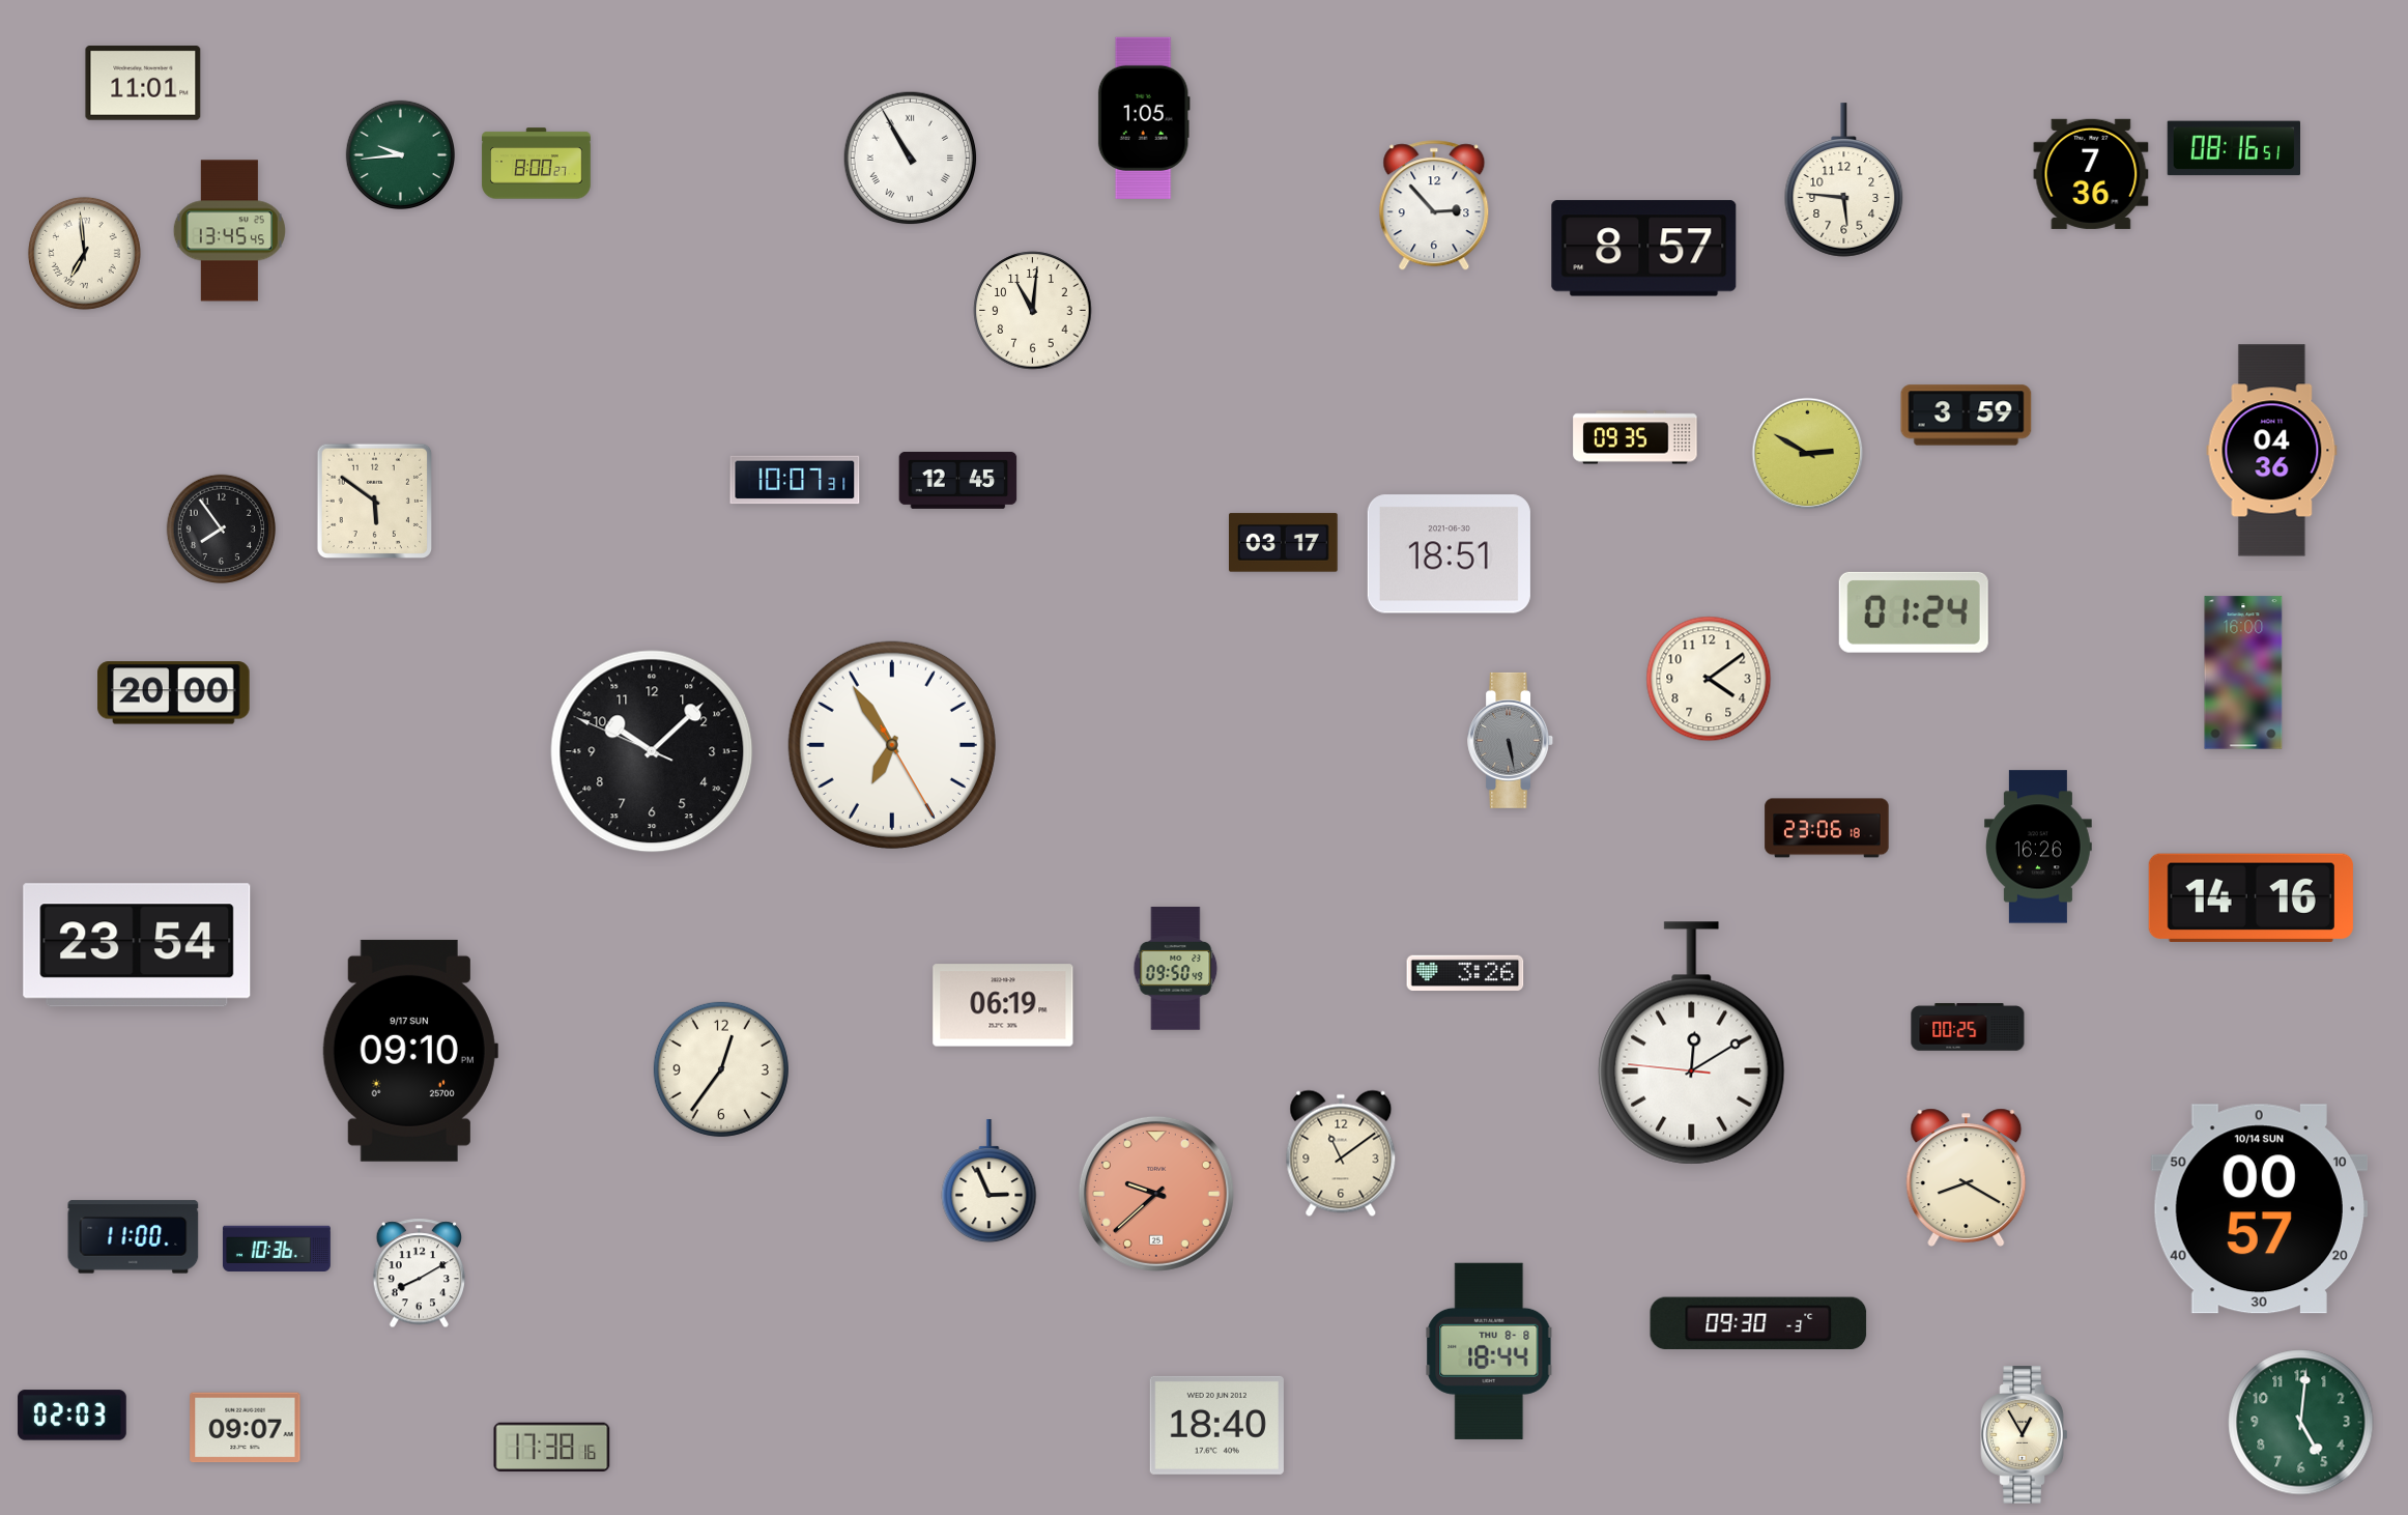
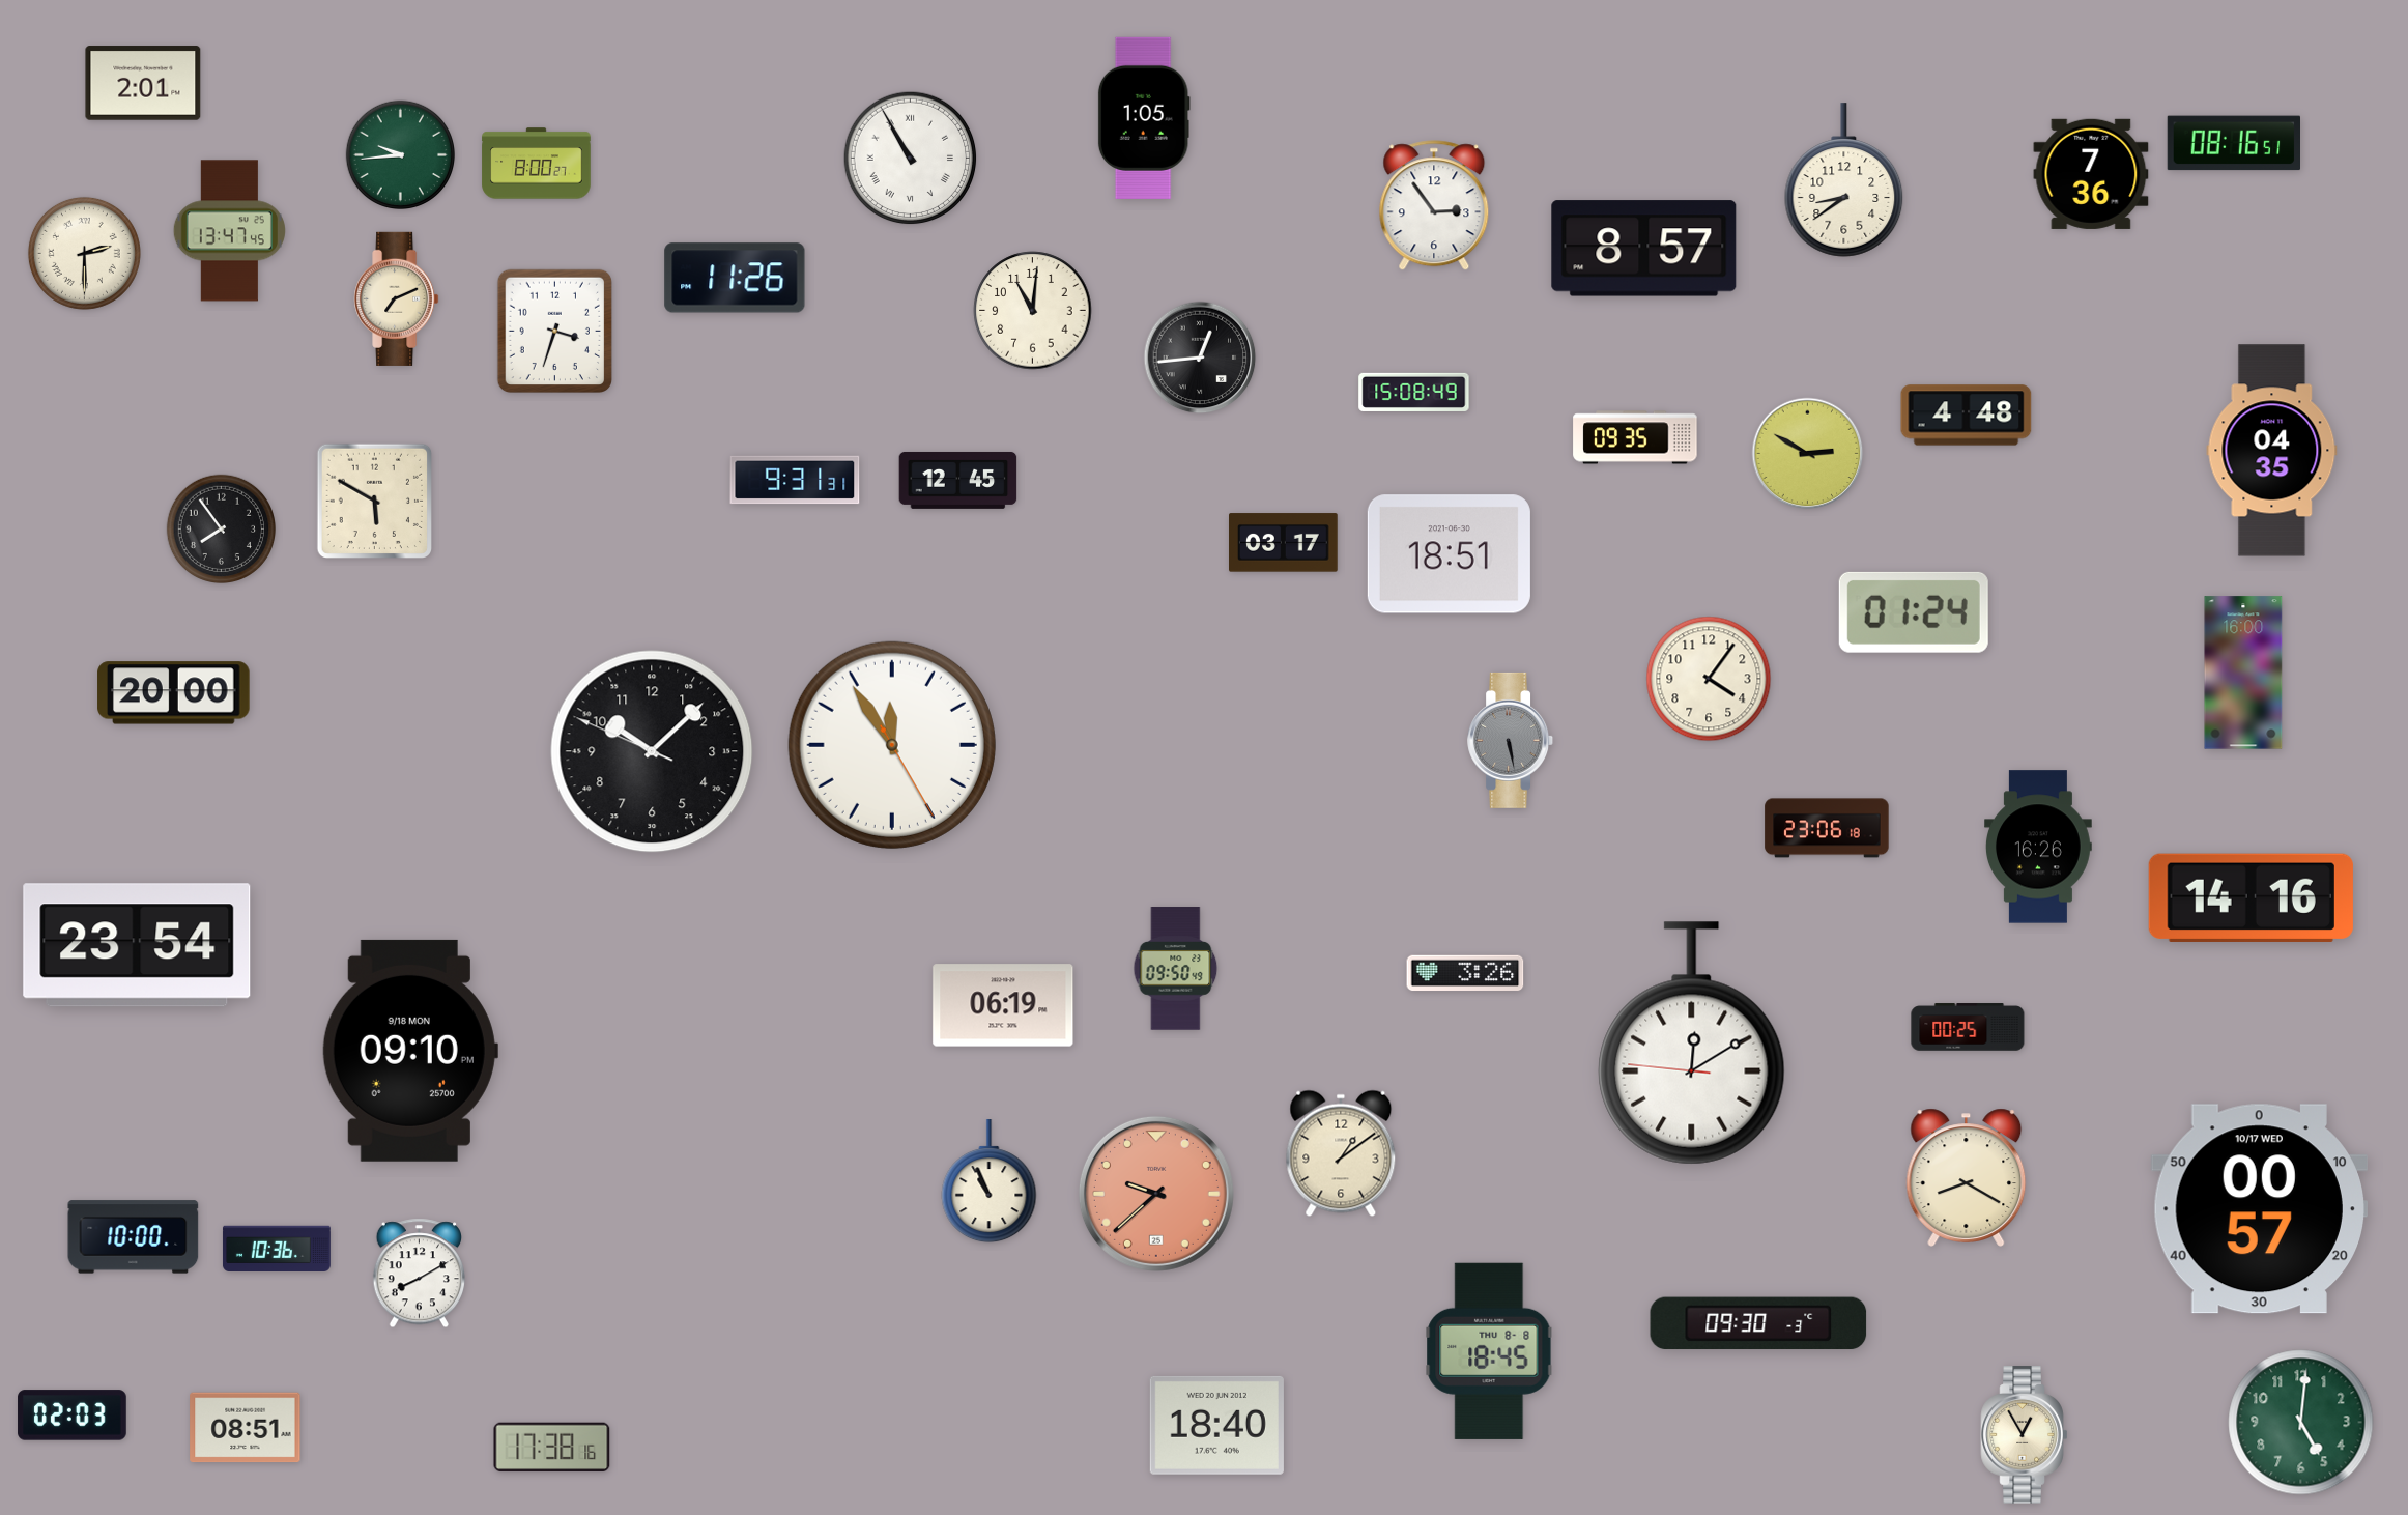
clock at (143, 83): 11:01 -> 2:01
clock at (2233, 148) position: (2233, 148) -> (2233, 143)
clock at (1844, 180): 5:46 -> 8:39
clock at (1434, 206): 2:53 -> 2:54
clock at (229, 231): 13:45 -> 13:47
clock at (84, 253): 6:59 -> 2:30
clock at (735, 278): none -> 11:26
clock at (397, 298): none -> 7:11
clock at (554, 331): none -> 3:33
clock at (1200, 358): none -> 12:44
clock at (1414, 392): none -> 15:08
clock at (1967, 416): 3:59 -> 4:48
clock at (2272, 451): 04:36 -> 04:35
clock at (795, 480): 10:07 -> 9:31
clock at (374, 501): 5:51 -> 5:50
clock at (1709, 679): 4:09 -> 4:06
clock at (892, 745): 6:54 -> 11:54
clock at (410, 1051) date: 9/17 SUN -> 9/18 MON
clock at (721, 1069): 12:36 -> none
clock at (1341, 1153): 11:09 -> 1:09
clock at (990, 1181): 2:56 -> 10:56
clock at (2259, 1209) date: 10/14 SUN -> 10/17 WED
clock at (134, 1237): 11:00 -> 10:00
clock at (1489, 1351): 18:44 -> 18:45
clock at (246, 1428): 09:07 -> 08:51
